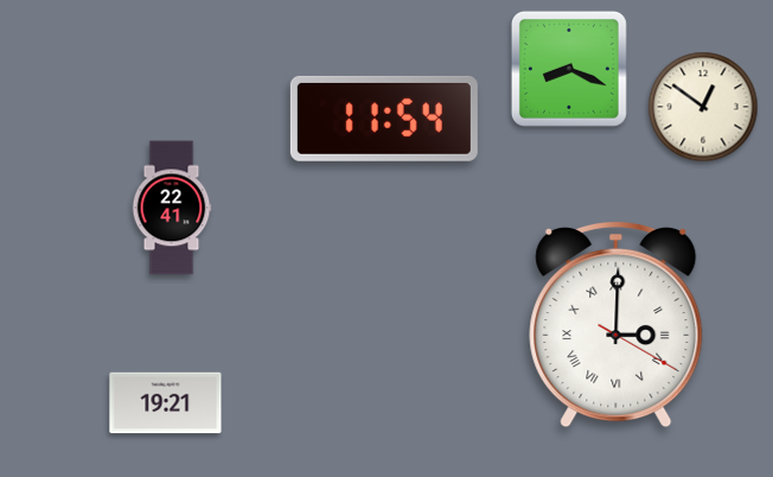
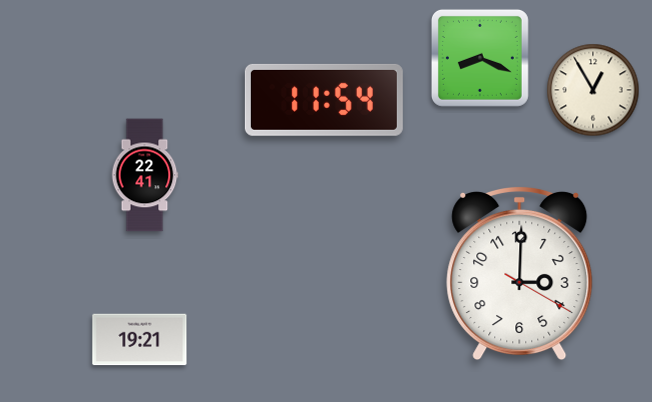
clock at (703, 107): 12:51 -> 12:55
clock at (617, 324) numerals: Roman -> Arabic
